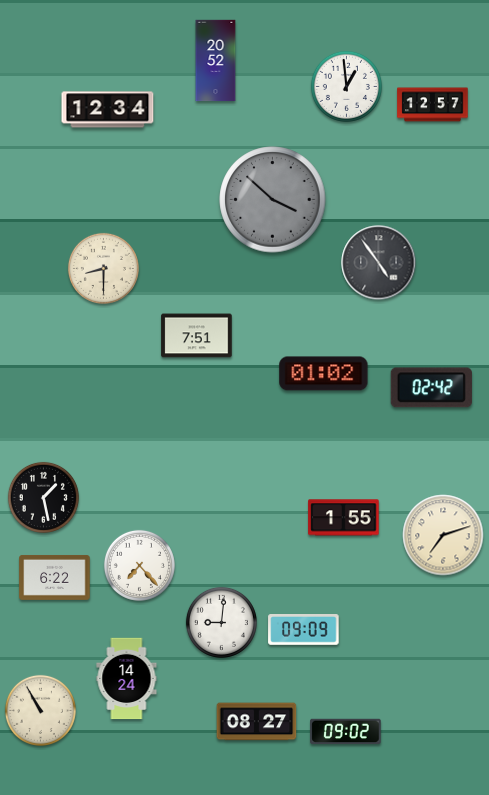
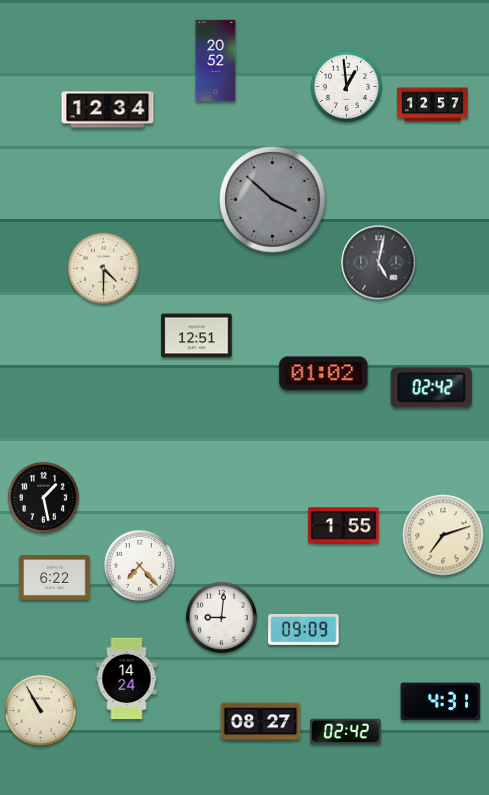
clock at (379, 263): 4:54 -> 5:02
clock at (103, 268): 8:30 -> 4:30
clock at (197, 336): 7:51 -> 12:51
clock at (344, 518) position: (344, 518) -> (344, 526)
clock at (221, 622) position: (221, 622) -> (221, 617)
clock at (441, 702): none -> 4:31
clock at (257, 722) position: (257, 722) -> (261, 722)
clock at (346, 732): 09:02 -> 02:42
